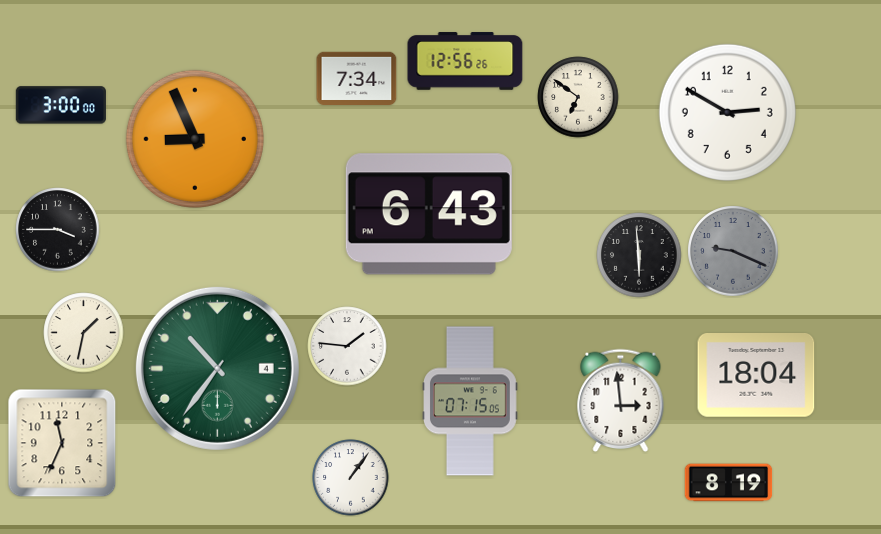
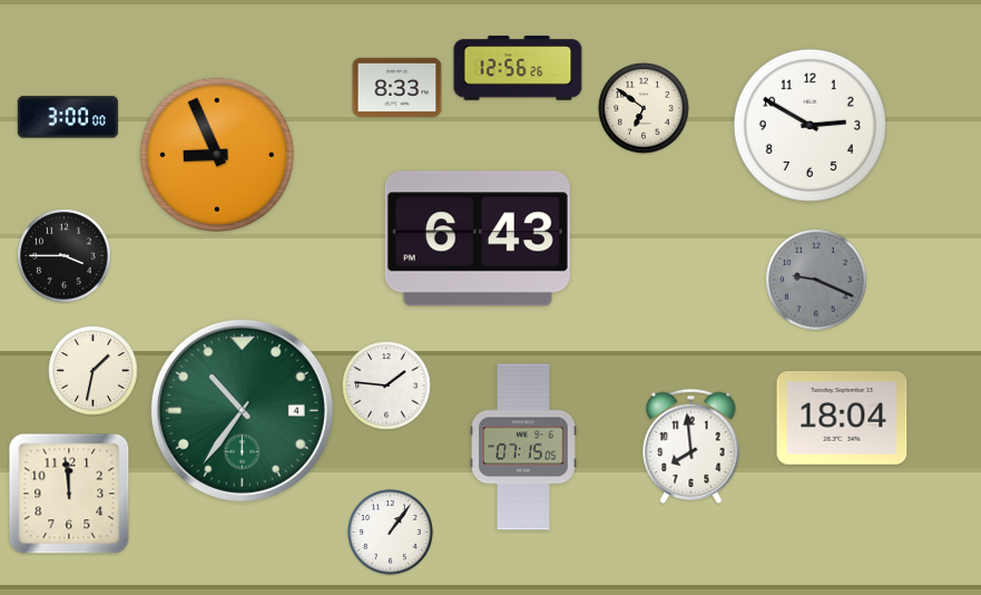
clock at (357, 78): 7:34 -> 8:33
clock at (639, 255): 5:59 -> none
clock at (621, 401): 2:59 -> 7:59
clock at (62, 443): 11:34 -> 11:59
clock at (729, 483): 8:19 -> none
